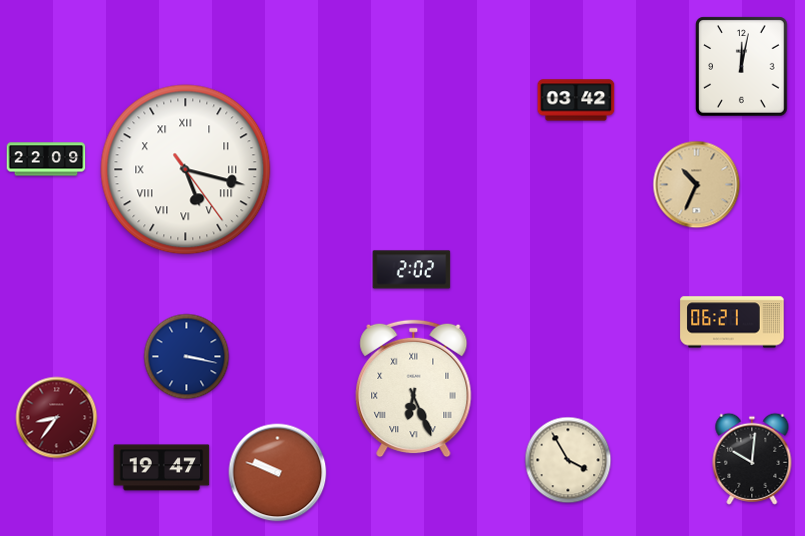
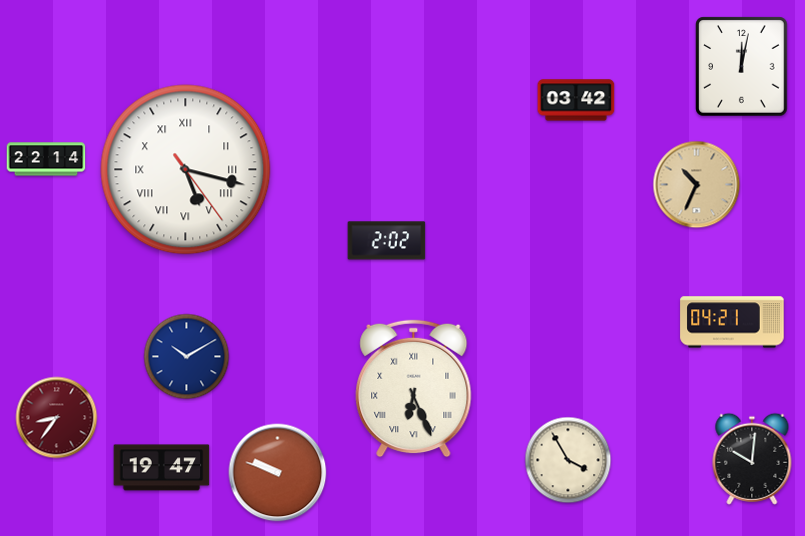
clock at (46, 159): 22:09 -> 22:14
clock at (412, 270) position: (412, 270) -> (387, 241)
clock at (732, 322): 06:21 -> 04:21
clock at (187, 357): 3:17 -> 10:10
